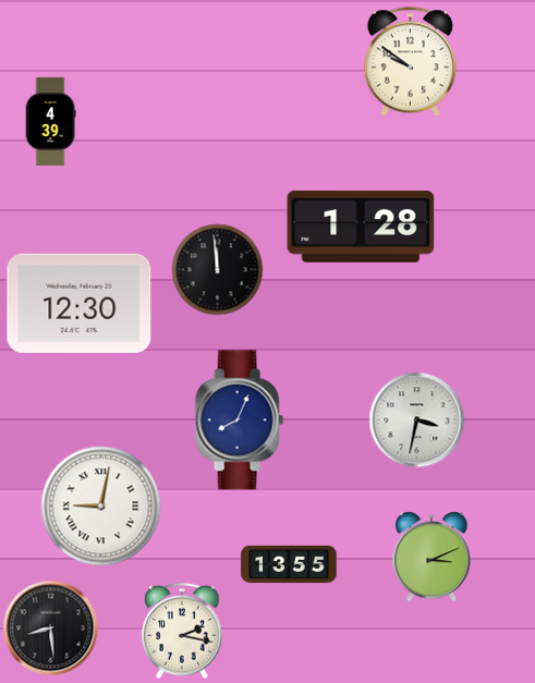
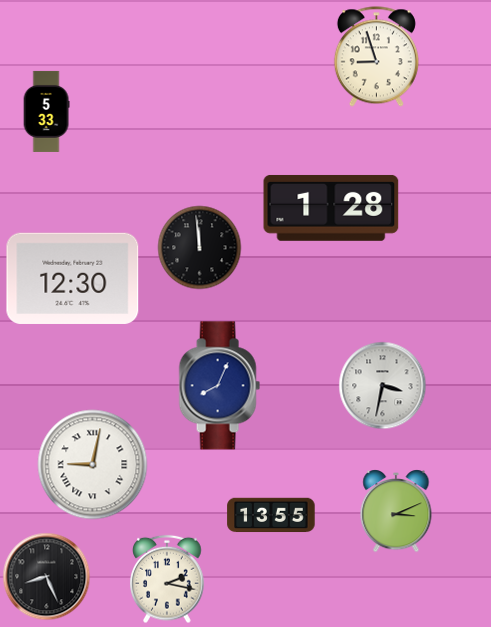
clock at (410, 62): 9:51 -> 8:57
clock at (50, 121): 4:39 -> 5:33
clock at (289, 564) position: (289, 564) -> (271, 515)
clock at (51, 629): 8:29 -> 8:26
